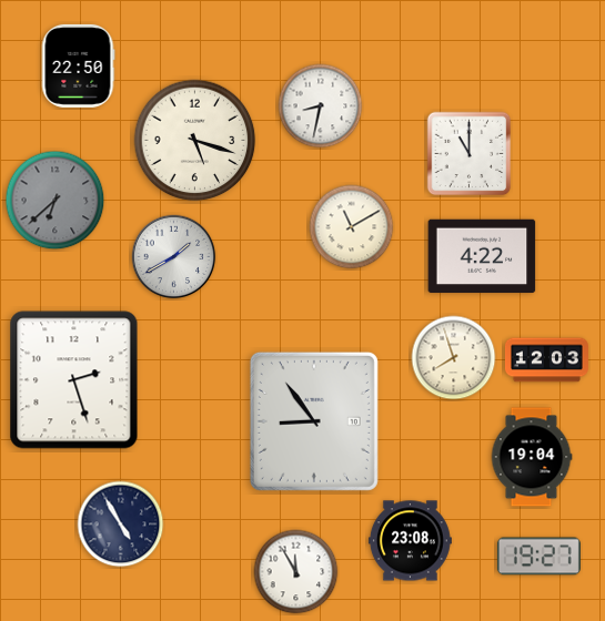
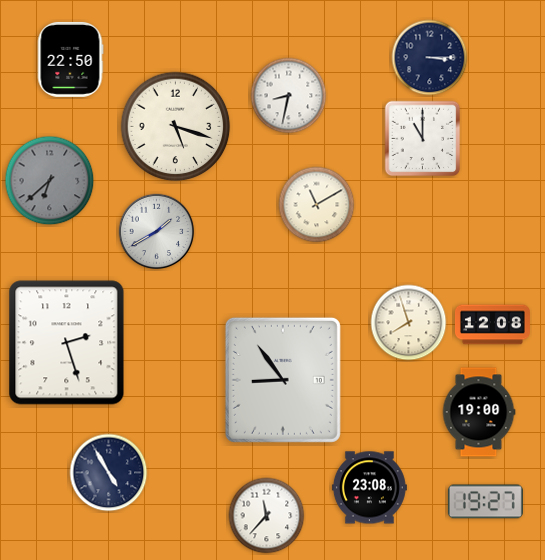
clock at (430, 58): none -> 3:15
clock at (482, 256): 4:22 -> none
clock at (546, 360): 12:03 -> 12:08
clock at (532, 457): 19:04 -> 19:00
clock at (296, 572): 11:55 -> 11:37
